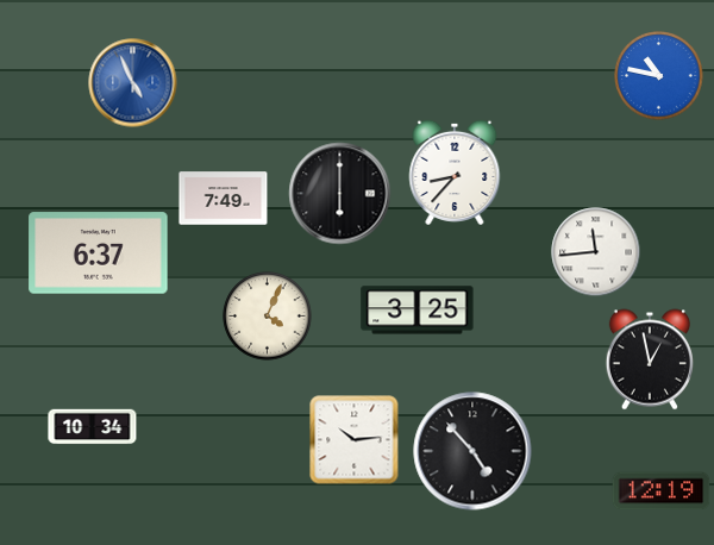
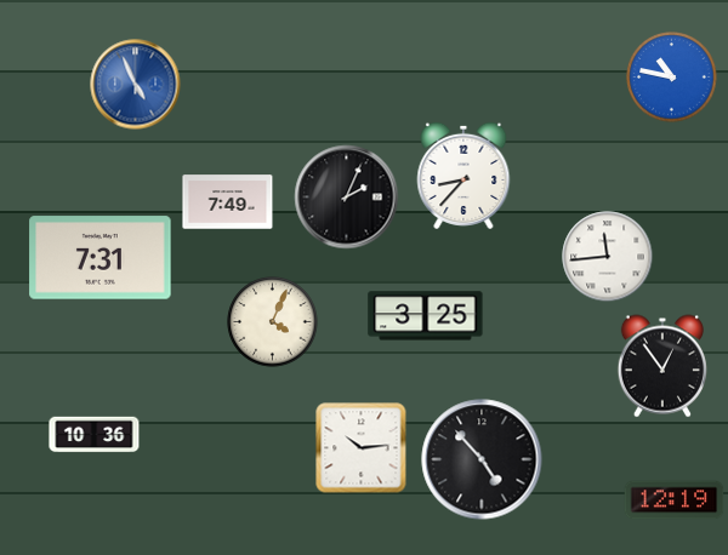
clock at (340, 194): 6:00 -> 2:04
clock at (99, 253): 6:37 -> 7:31
clock at (650, 359): 12:58 -> 12:54
clock at (93, 427): 10:34 -> 10:36
